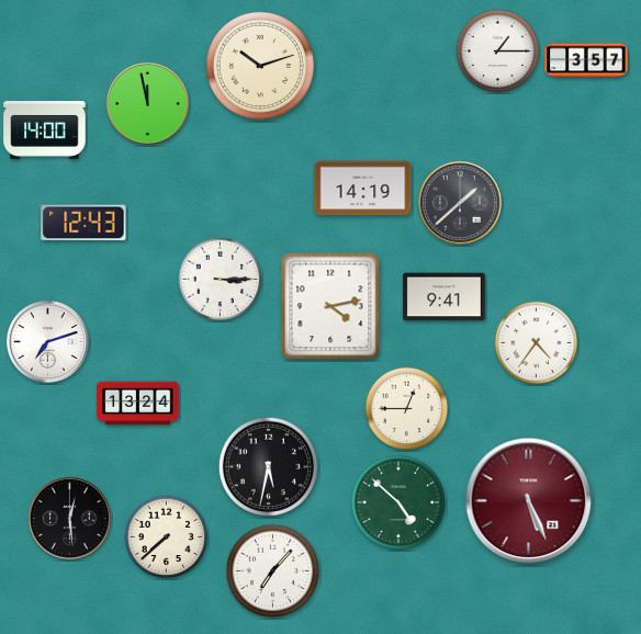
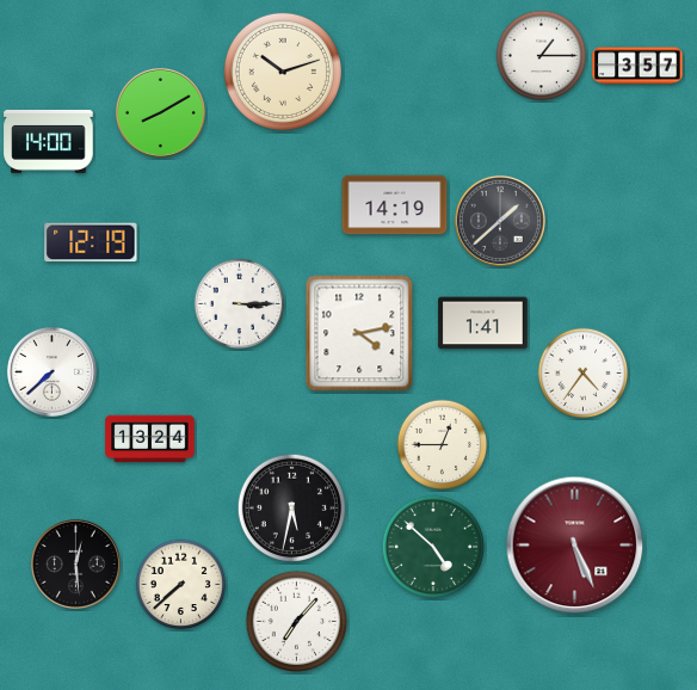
clock at (147, 103): 11:58 -> 8:10
clock at (83, 223): 12:43 -> 12:19
clock at (445, 297): 9:41 -> 1:41
clock at (47, 341): 7:12 -> 7:38
